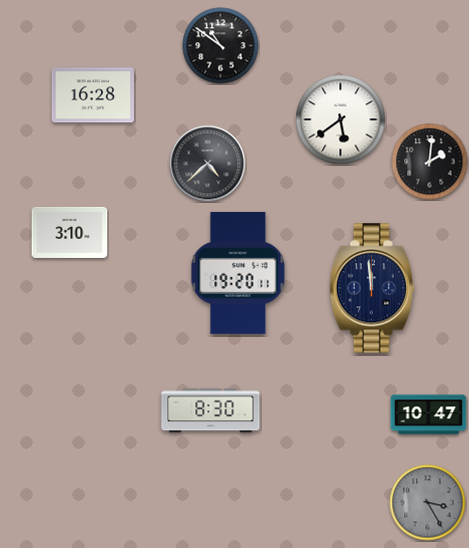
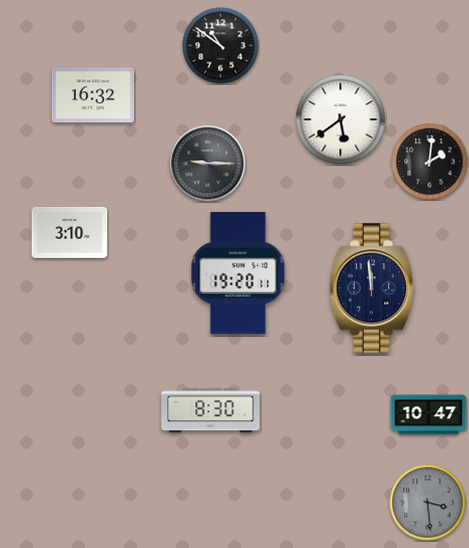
clock at (92, 95): 16:28 -> 16:32
clock at (208, 164): 4:38 -> 9:15
clock at (428, 503): 3:25 -> 3:29
